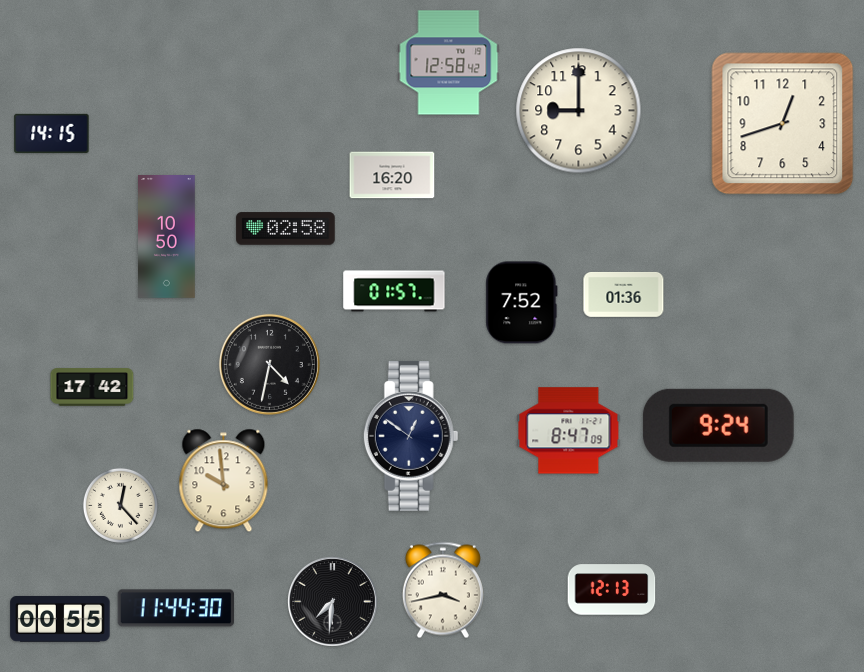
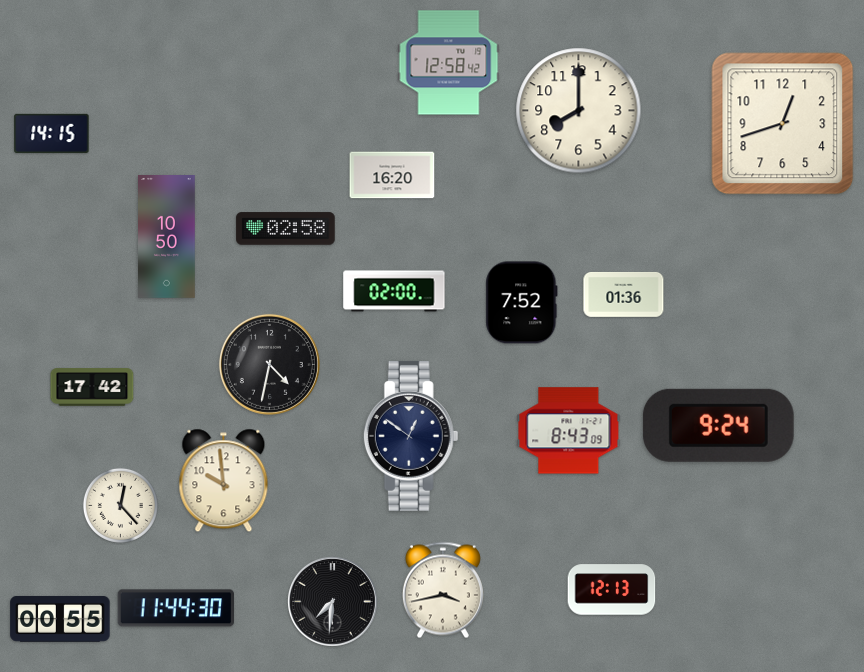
clock at (579, 111): 9:00 -> 8:00
clock at (394, 291): 01:57 -> 02:00
clock at (569, 431): 8:47 -> 8:43
